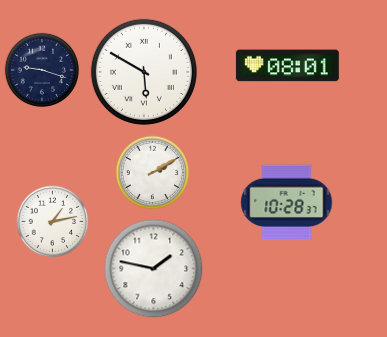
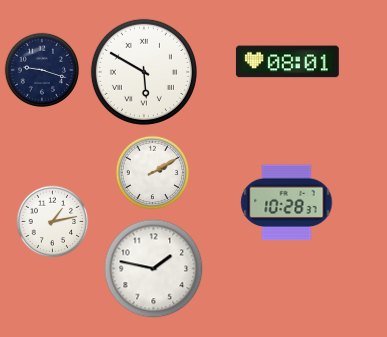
clock at (287, 66) position: (287, 66) -> (287, 62)
